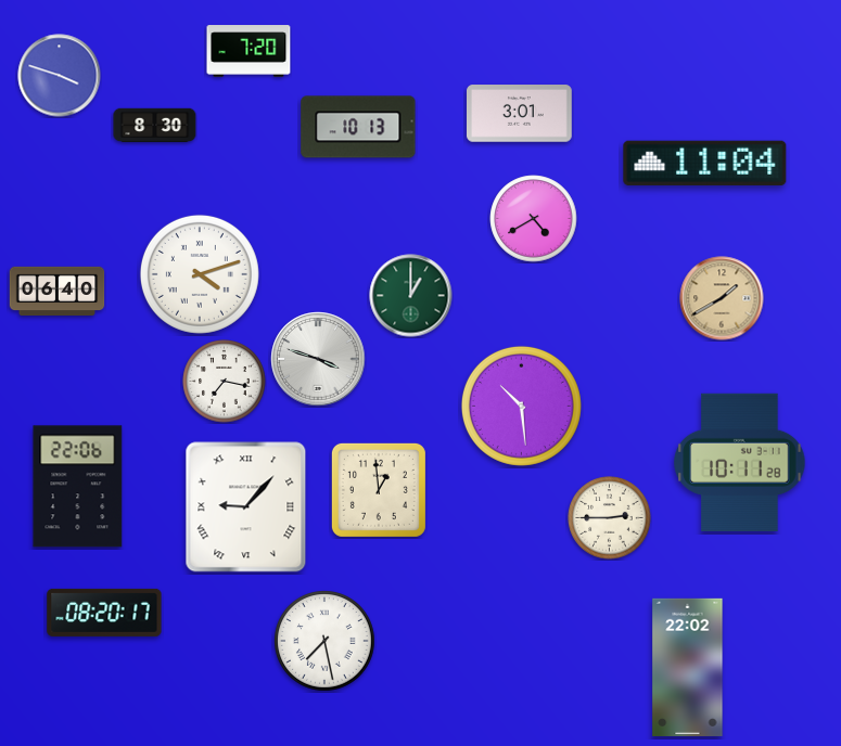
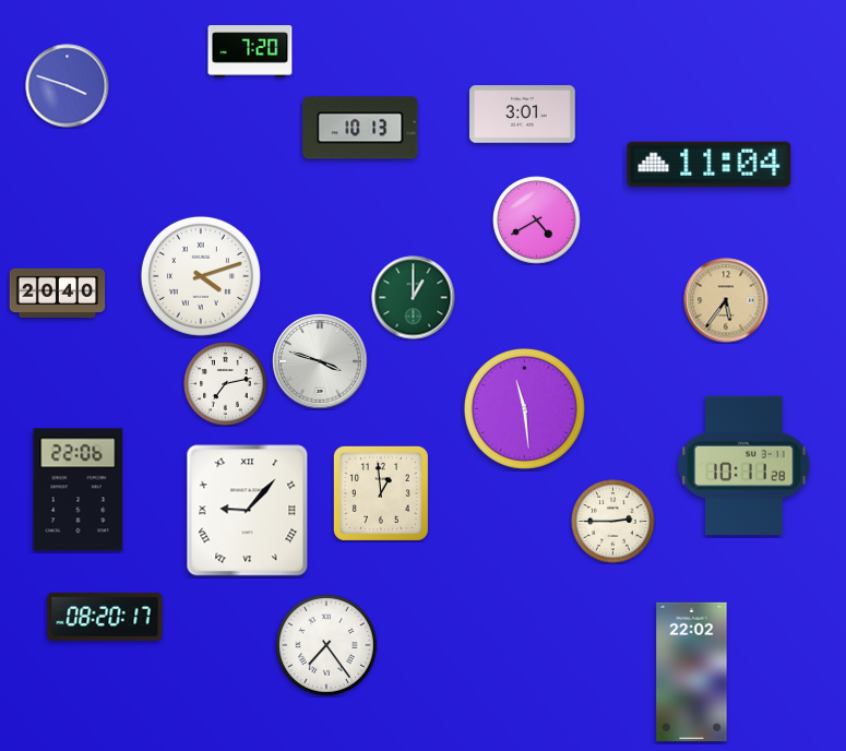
clock at (60, 76) position: (60, 76) -> (68, 86)
clock at (155, 126): 8:30 -> none
clock at (58, 291): 06:40 -> 20:40
clock at (722, 298): 1:40 -> 5:36
clock at (225, 382): 7:17 -> 7:13
clock at (521, 406): 10:29 -> 11:29
clock at (326, 642): 7:28 -> 7:24
